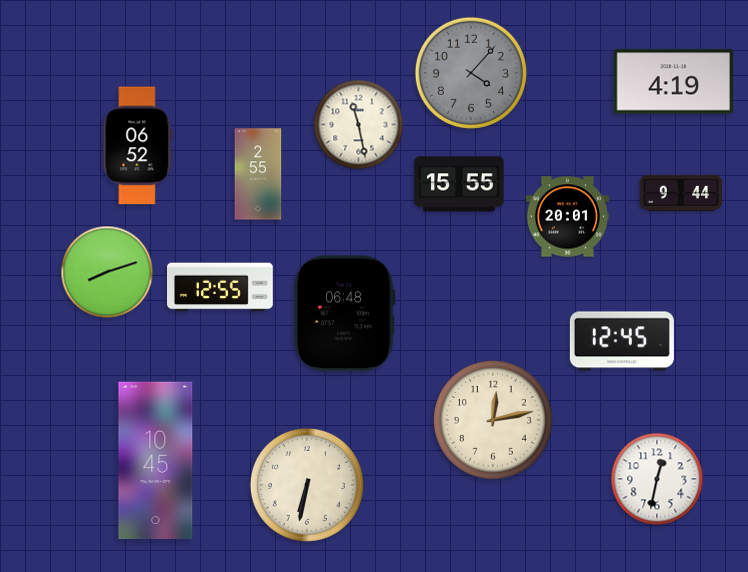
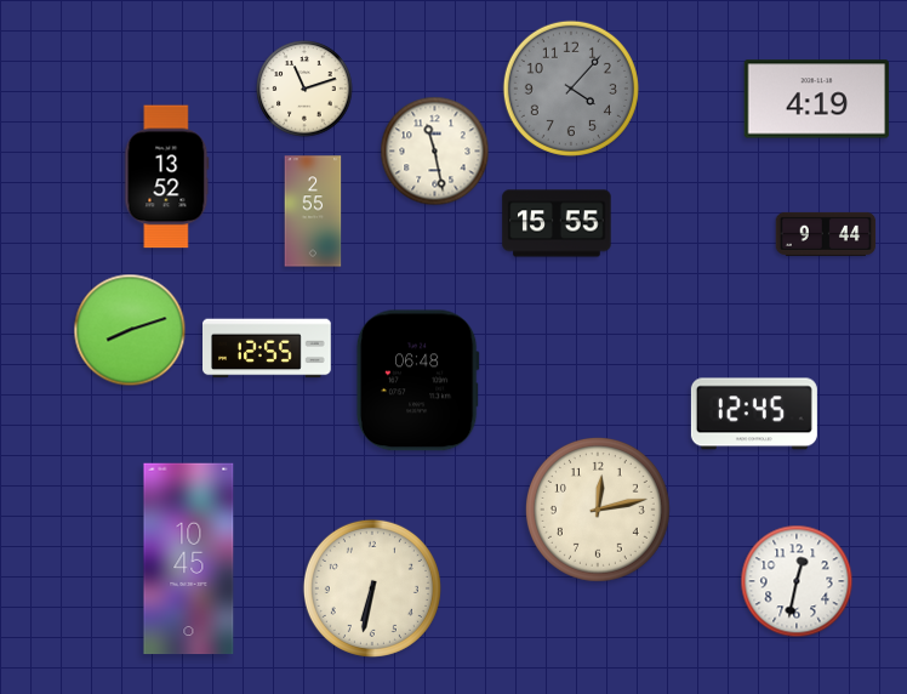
clock at (304, 89): none -> 11:12
clock at (138, 146): 06:52 -> 13:52
clock at (567, 217): 20:01 -> none
